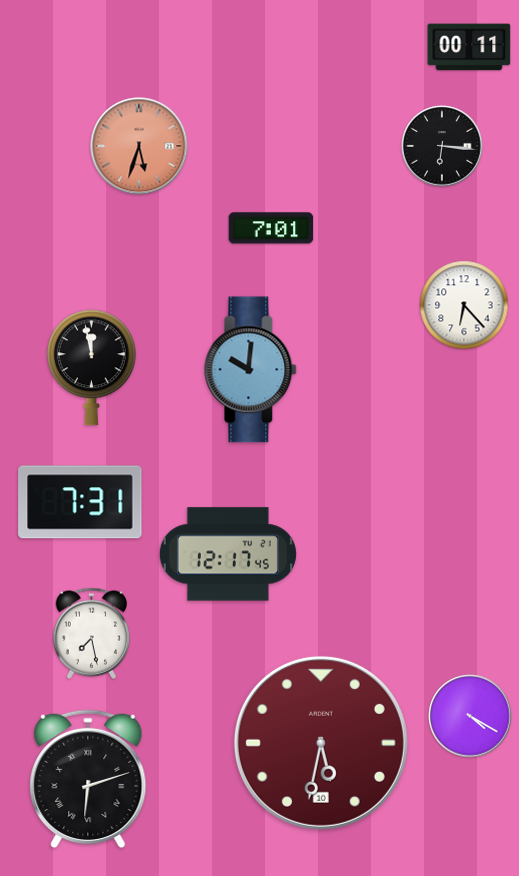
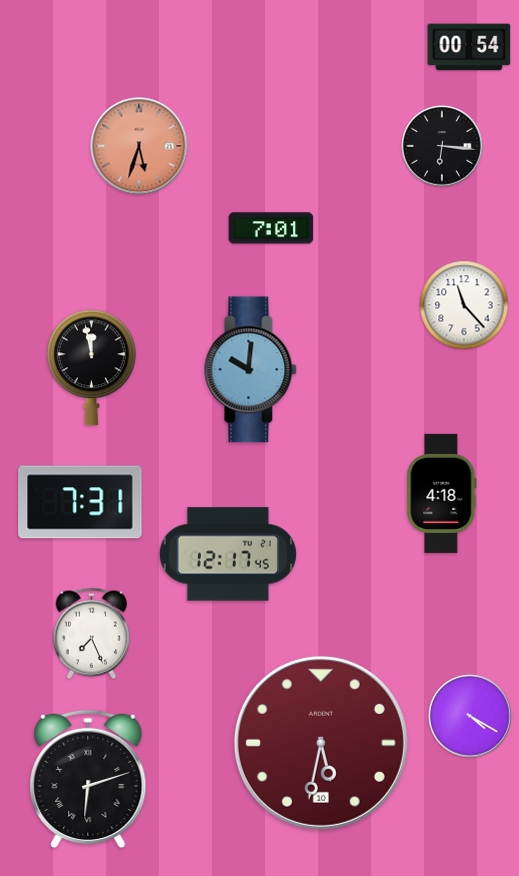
clock at (469, 47): 00:11 -> 00:54
clock at (464, 305): 6:23 -> 11:23
clock at (442, 493): none -> 4:18
clock at (92, 633): 7:28 -> 7:26
